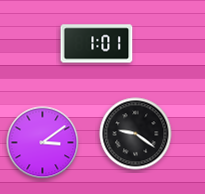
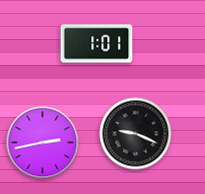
clock at (136, 134): 9:21 -> 9:19
clock at (43, 143): 3:09 -> 2:43
